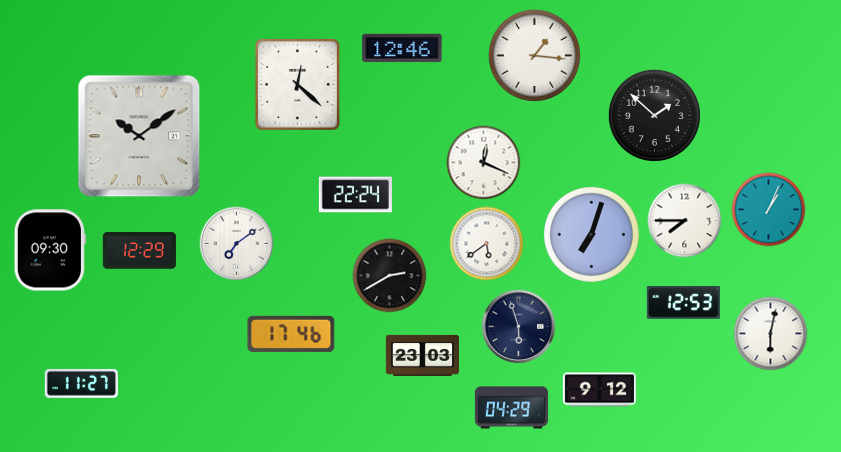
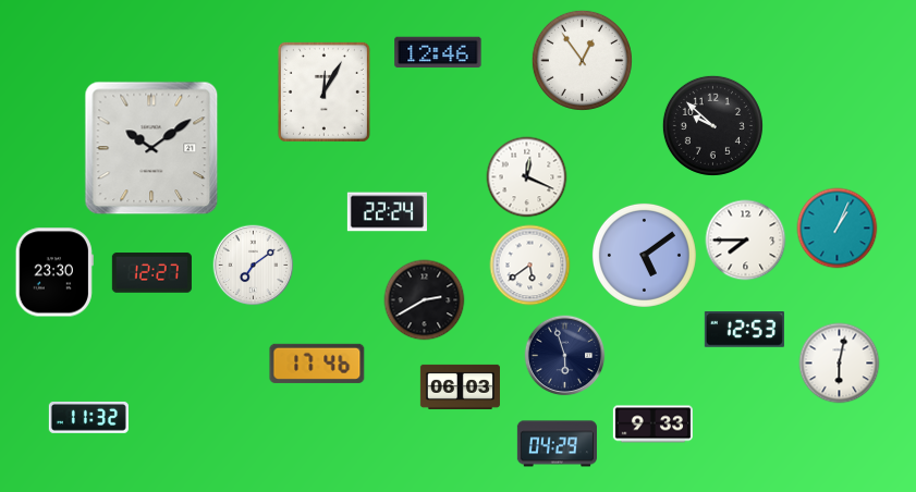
clock at (534, 55): 1:16 -> 12:54
clock at (297, 84): 12:22 -> 12:05
clock at (654, 115): 1:52 -> 9:52
clock at (591, 234): 7:03 -> 5:09
clock at (237, 244) position: (237, 244) -> (254, 266)
clock at (50, 250): 09:30 -> 23:30
clock at (139, 251): 12:29 -> 12:27
clock at (422, 355): 23:03 -> 06:03
clock at (81, 383): 11:27 -> 11:32
clock at (599, 390): 9:12 -> 9:33
